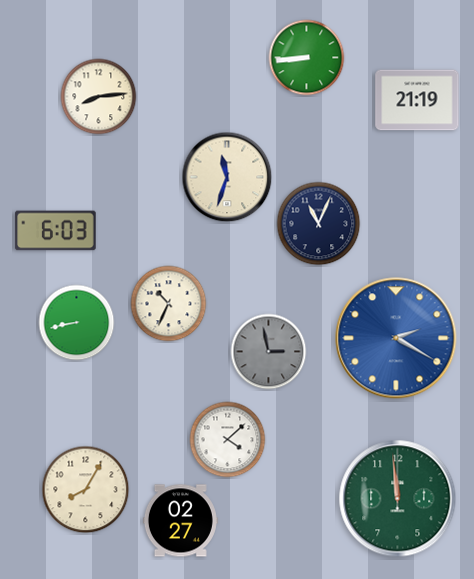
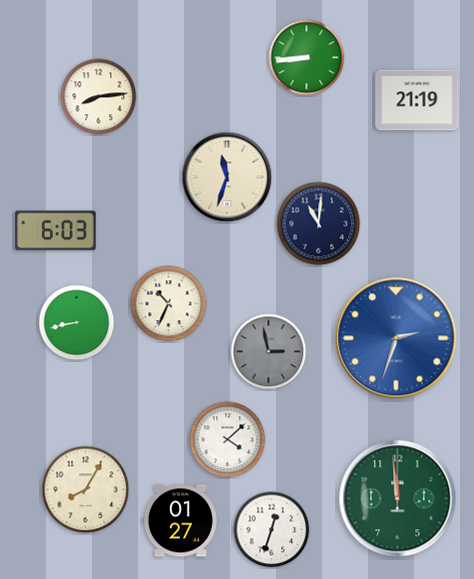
clock at (319, 224): 11:04 -> 11:01
clock at (396, 338): 2:20 -> 2:33
clock at (180, 521): 02:27 -> 01:27
clock at (272, 530): none -> 12:33
